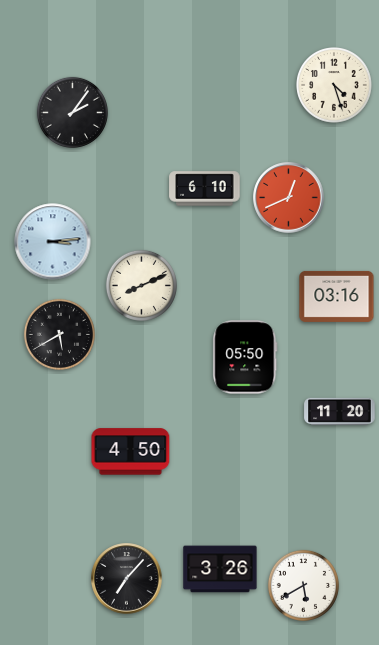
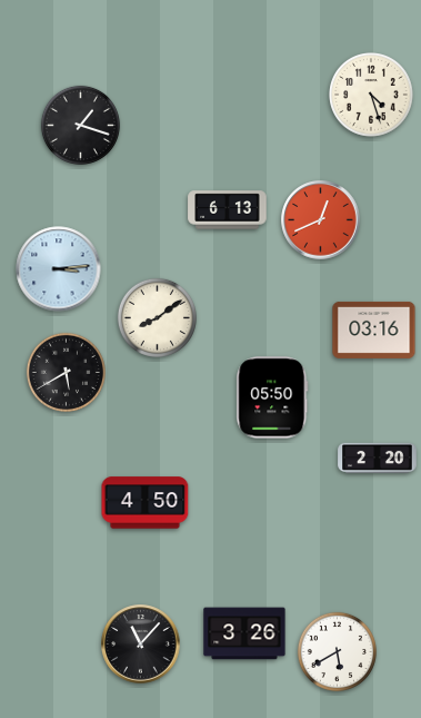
clock at (72, 112): 2:06 -> 1:18
clock at (205, 189): 6:10 -> 6:13
clock at (141, 285): 8:11 -> 8:09
clock at (340, 411): 11:20 -> 2:20
clock at (127, 579): 7:07 -> 11:07
